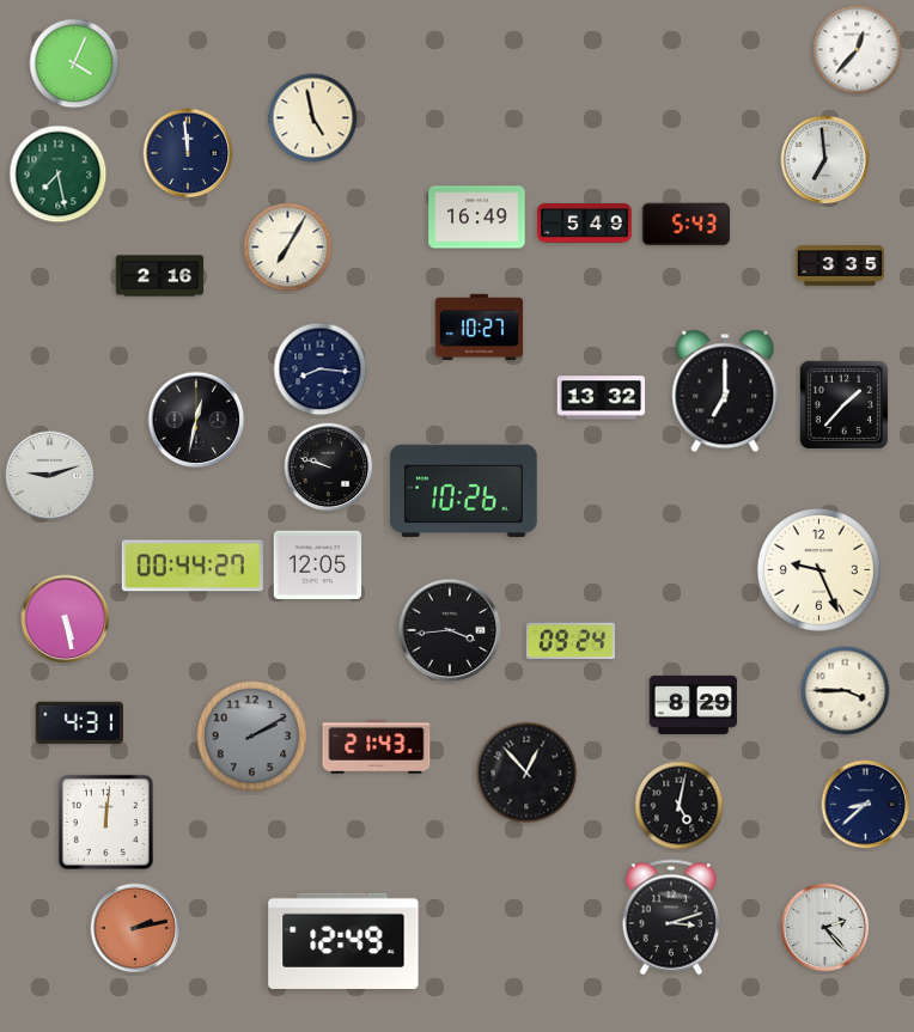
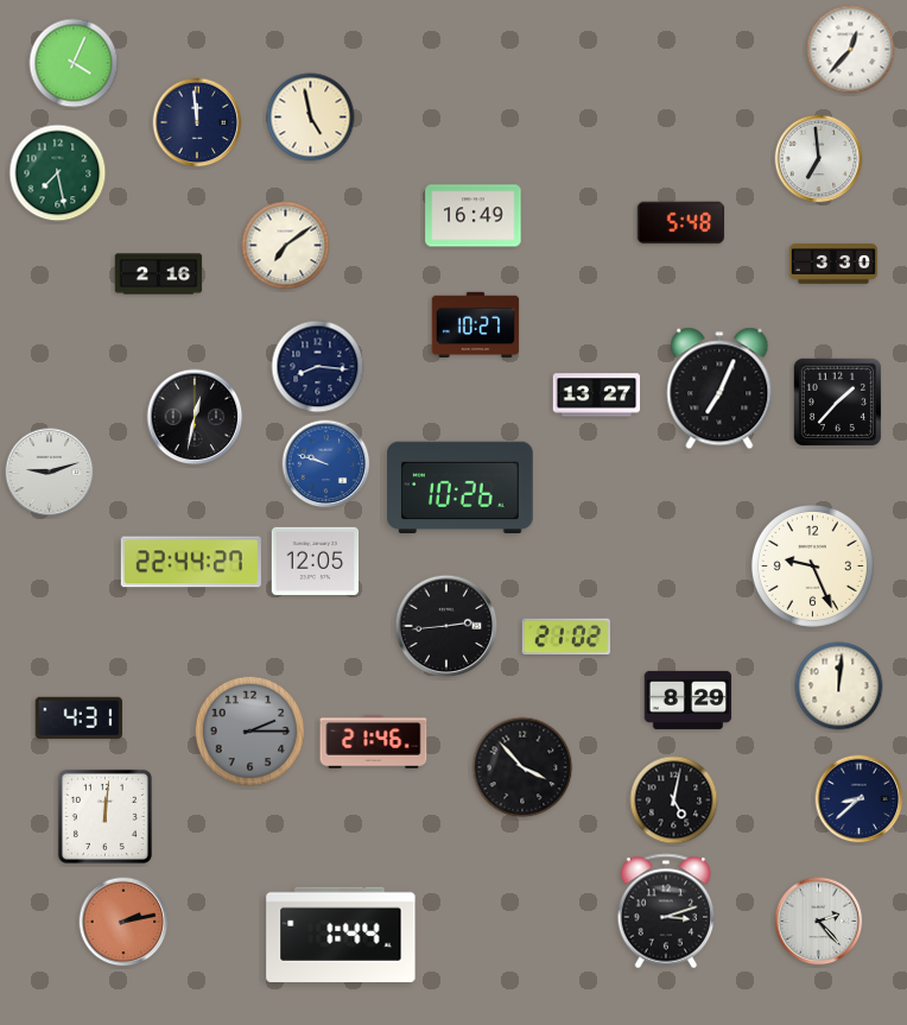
clock at (188, 153) position: (188, 153) -> (197, 122)
clock at (585, 224): 5:49 -> none
clock at (687, 225): 5:43 -> 5:48
clock at (288, 248): 7:05 -> 7:09
clock at (840, 265): 3:35 -> 3:30
clock at (725, 391): 7:00 -> 7:04
clock at (602, 398): 13:32 -> 13:27
clock at (329, 468) dial: black -> blue
clock at (193, 566): 00:44 -> 22:44
clock at (66, 619): 5:28 -> none
clock at (450, 630): 3:44 -> 2:44
clock at (571, 641): 09:24 -> 21:02
clock at (846, 691): 3:45 -> 12:01
clock at (252, 737): 2:10 -> 2:15
clock at (377, 747): 21:43 -> 21:46
clock at (526, 773): 12:53 -> 3:53
clock at (135, 928) position: (135, 928) -> (123, 922)
clock at (343, 941): 12:49 -> 1:44
